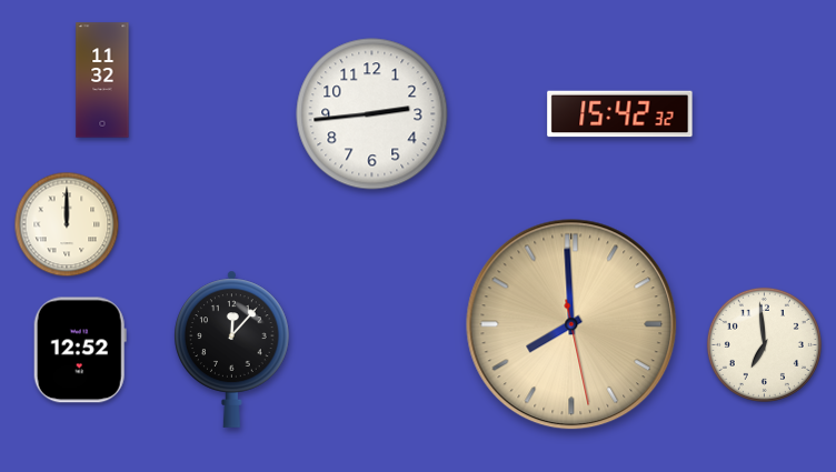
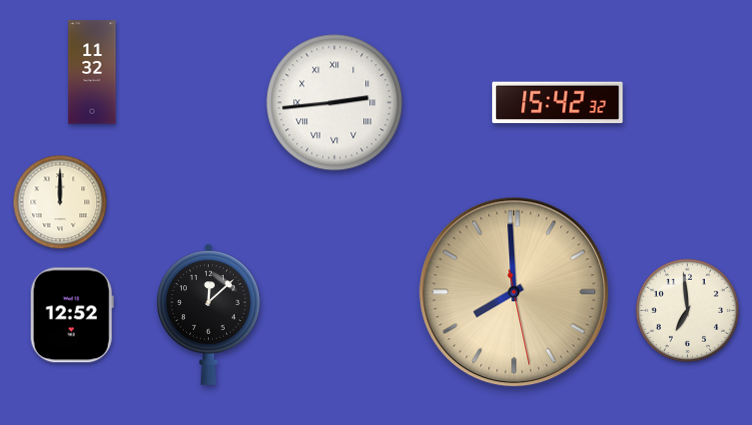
clock at (372, 114) numerals: Arabic -> Roman
clock at (232, 349): 12:07 -> 12:08
